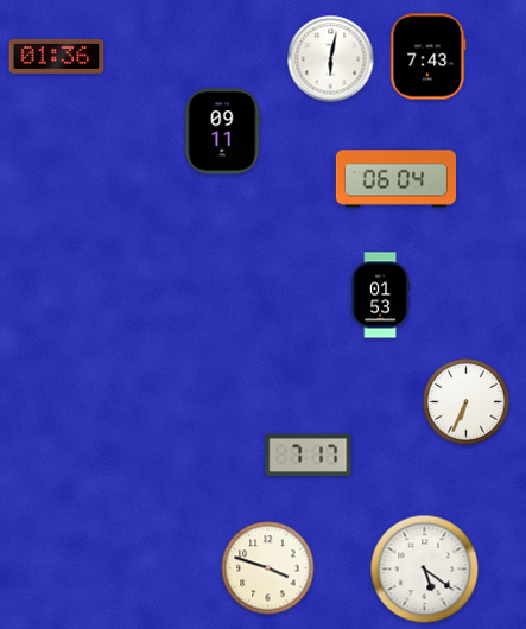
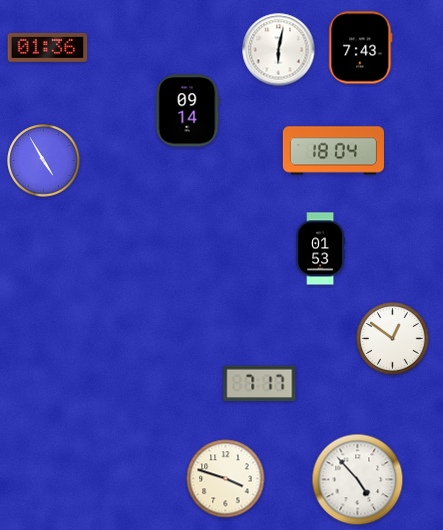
clock at (222, 132): 09:11 -> 09:14
clock at (395, 179): 06:04 -> 18:04
clock at (44, 161): none -> 4:55
clock at (467, 402): 6:34 -> 12:51
clock at (425, 570): 5:21 -> 4:53
